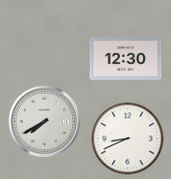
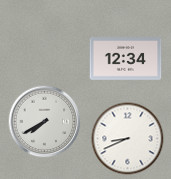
clock at (126, 59): 12:30 -> 12:34
